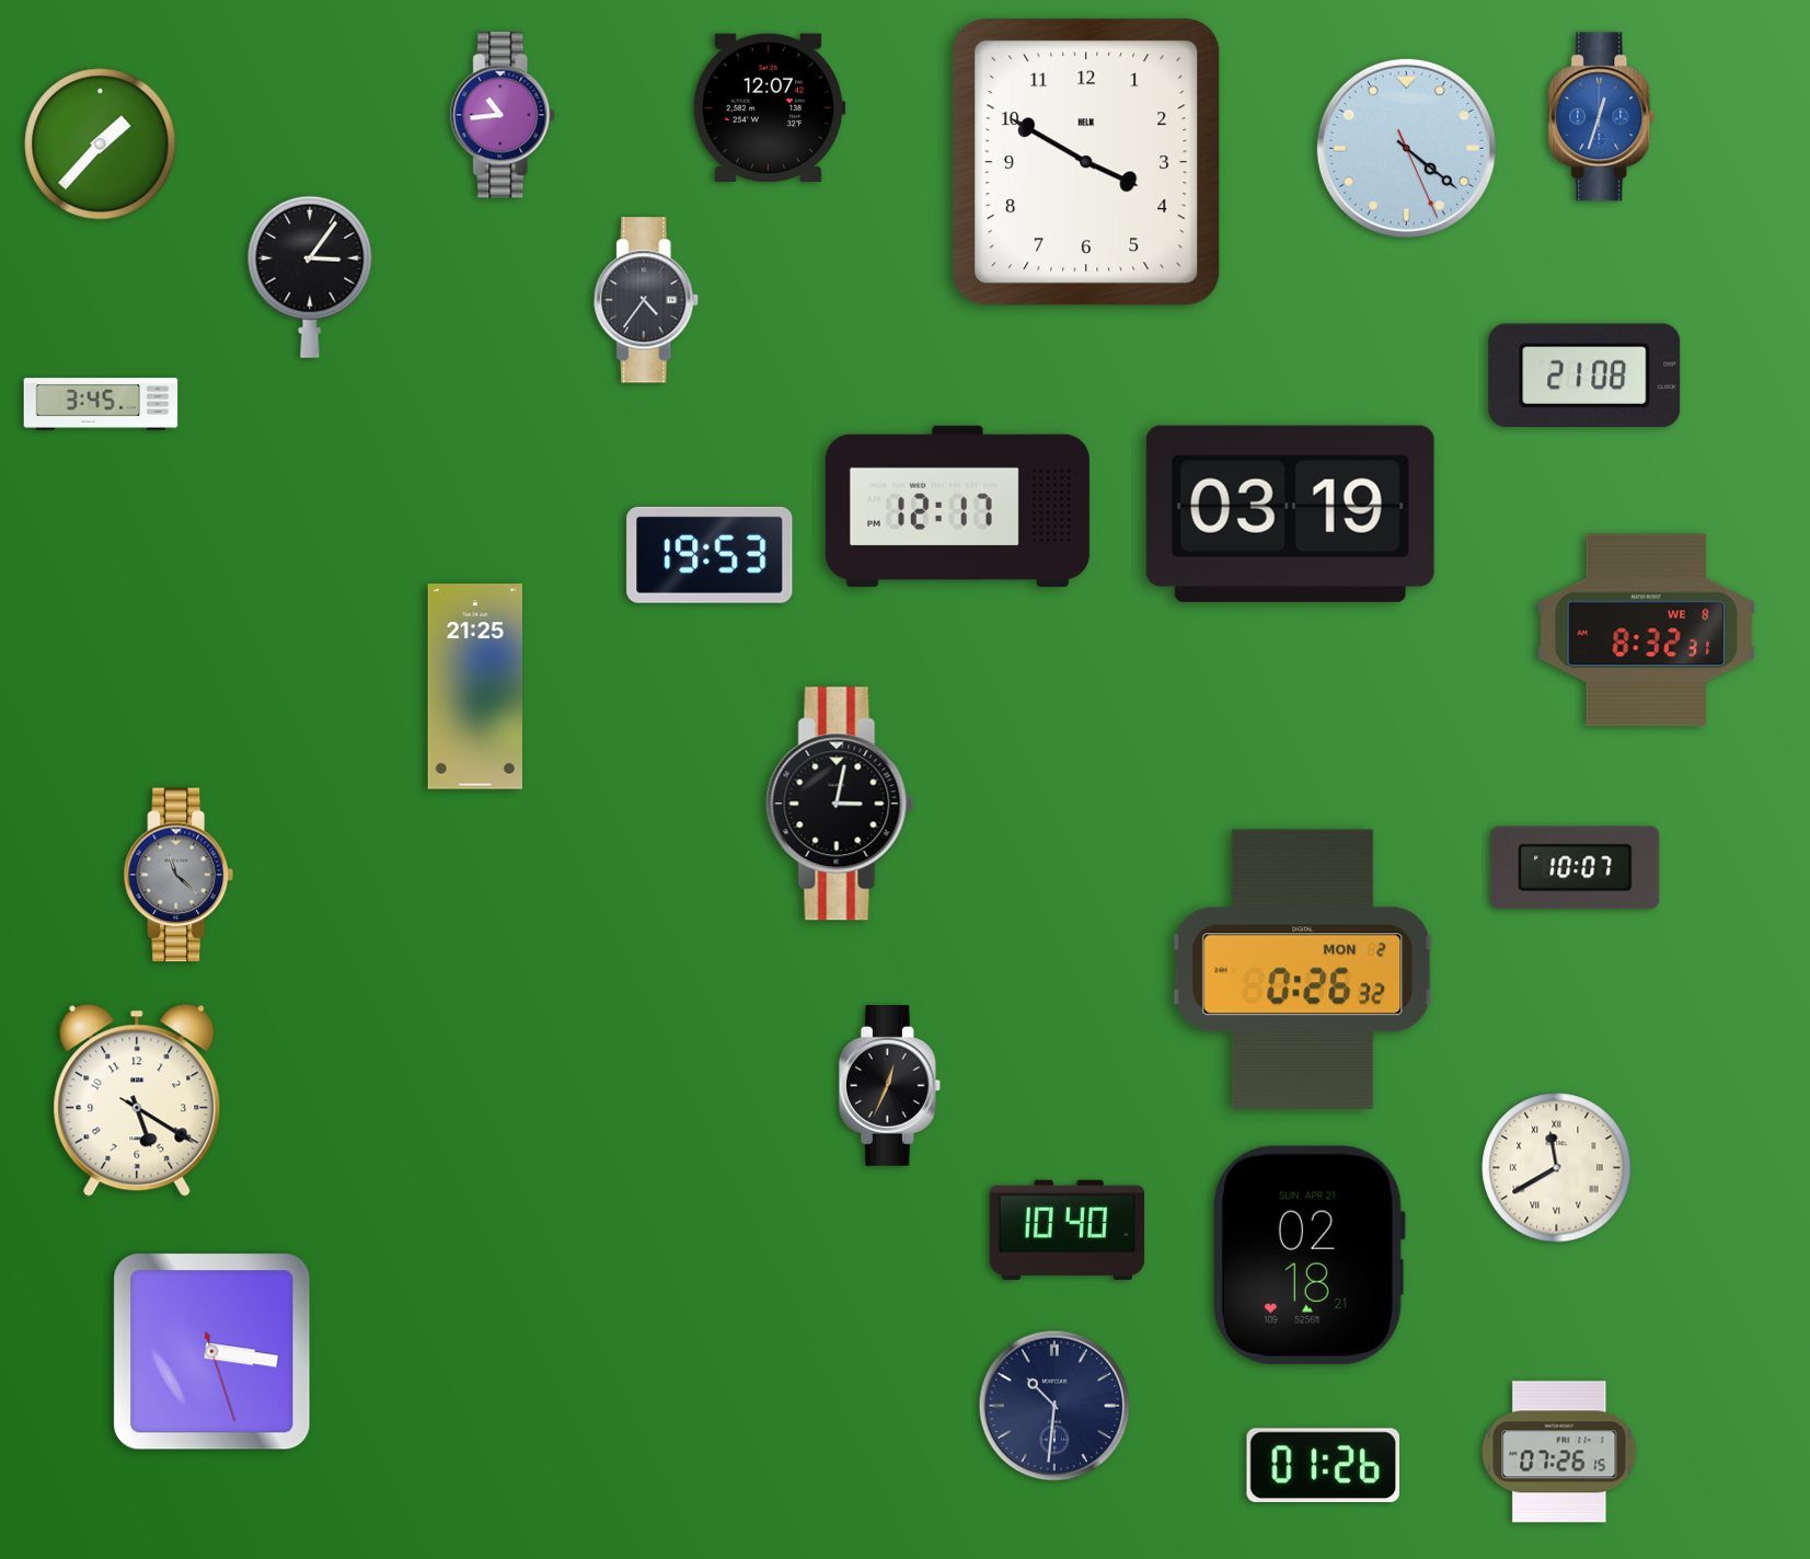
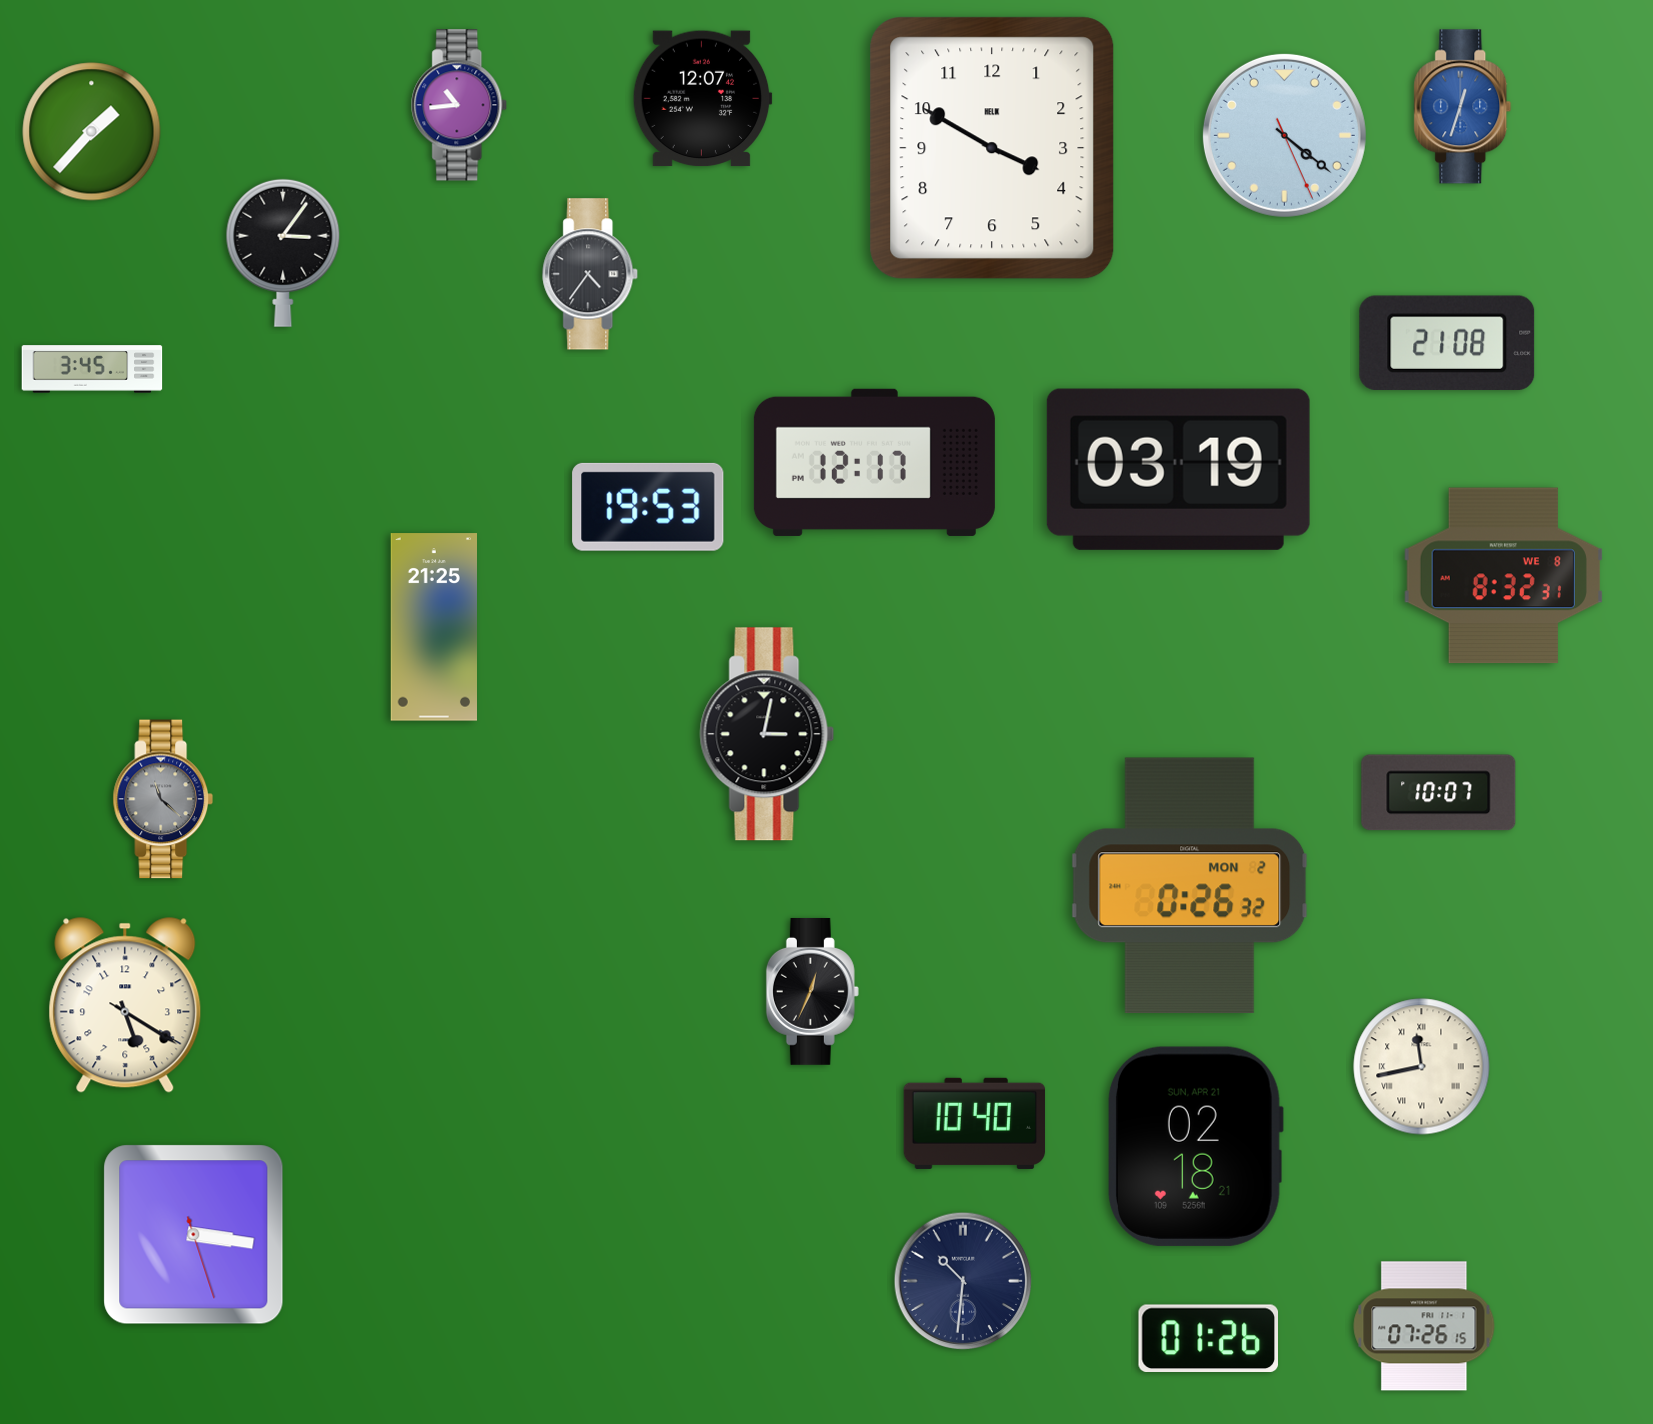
clock at (1557, 1168): 11:40 -> 11:43
clock at (1054, 1406) position: (1054, 1406) -> (963, 1281)
